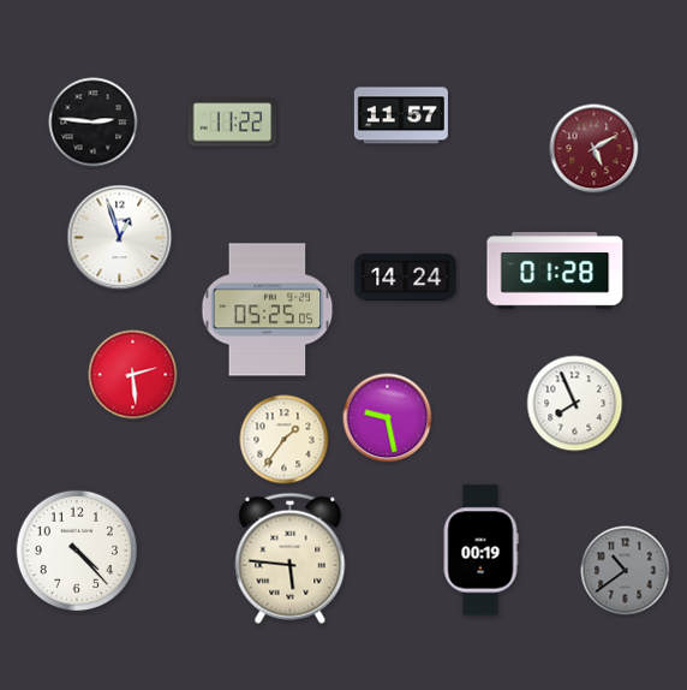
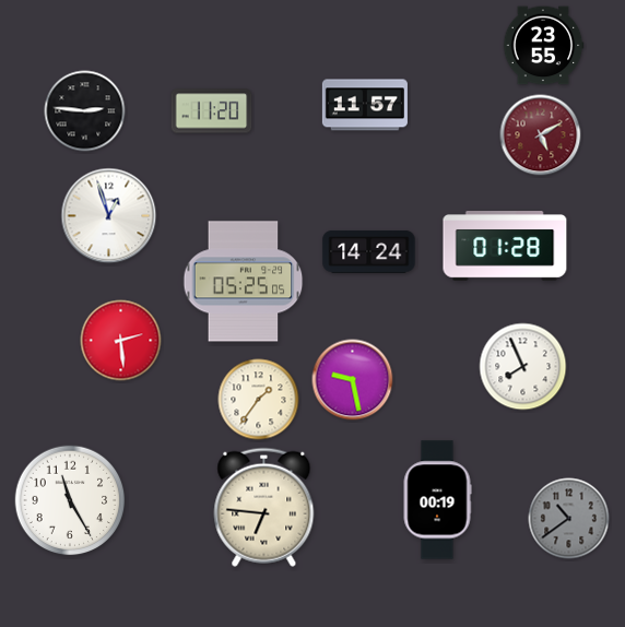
clock at (543, 46): none -> 23:55
clock at (233, 123): 11:22 -> 11:20
clock at (77, 551): 4:23 -> 11:25
clock at (291, 558): 5:46 -> 6:46
